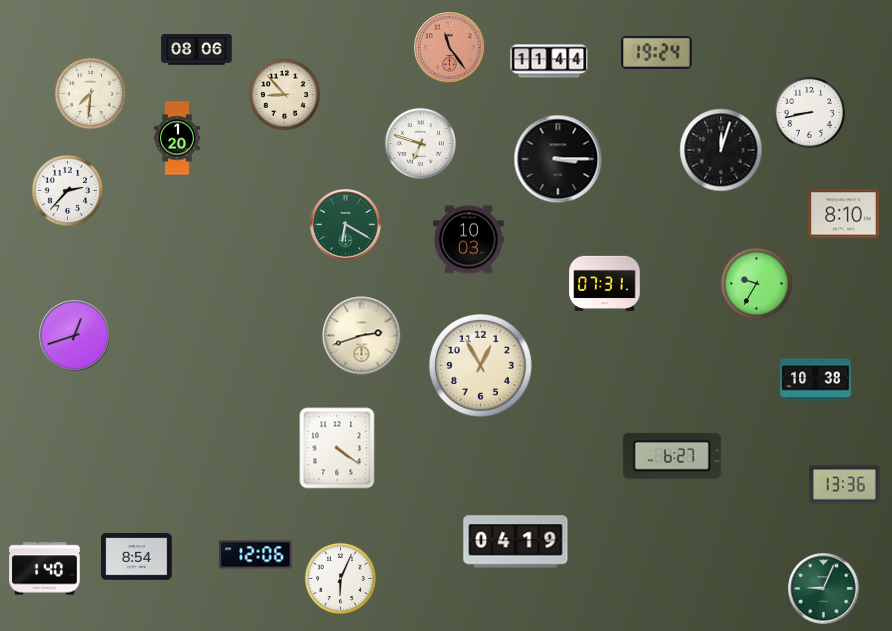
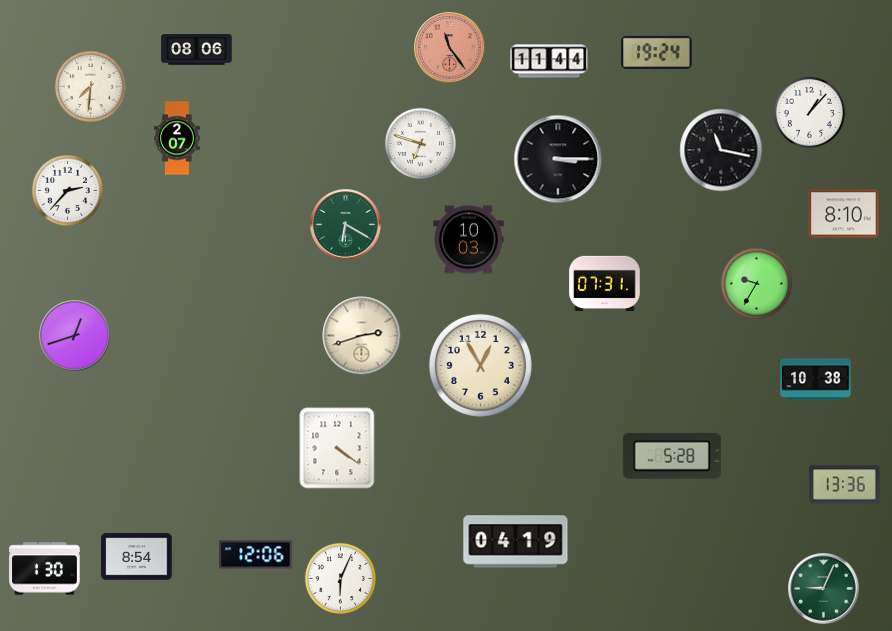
clock at (90, 93) position: (90, 93) -> (90, 86)
clock at (284, 94): 8:53 -> none
clock at (809, 112): 8:43 -> 1:07
clock at (178, 138): 1:20 -> 2:07
clock at (721, 150): 12:03 -> 11:17
clock at (672, 456): 6:27 -> 5:28
clock at (45, 569): 1:40 -> 1:30
